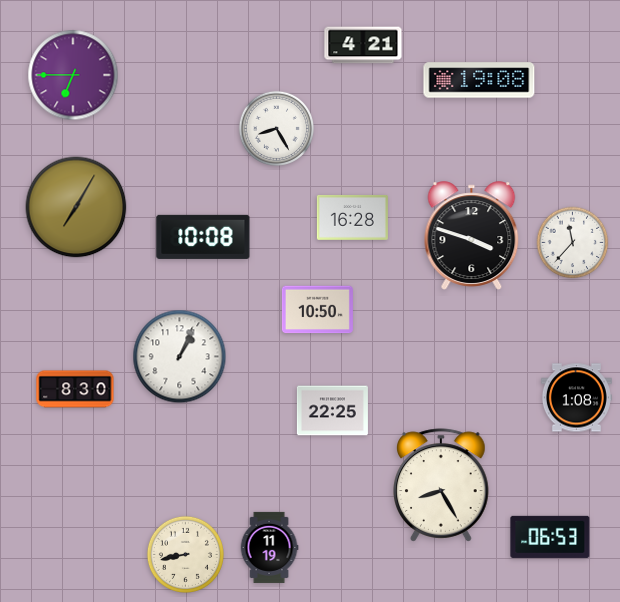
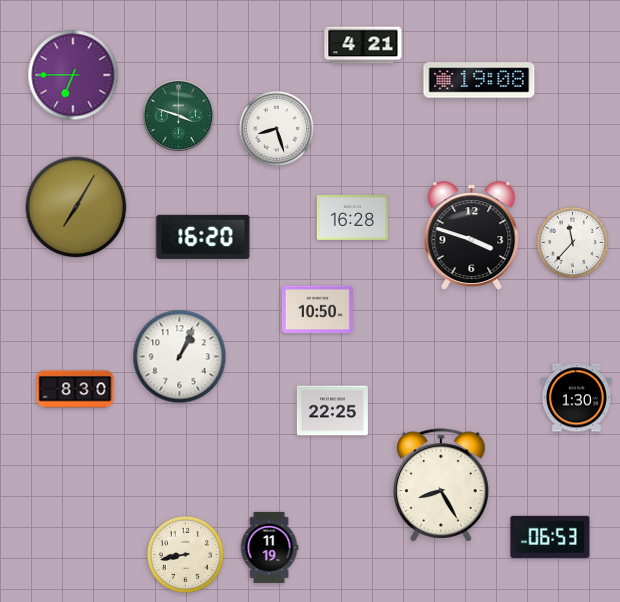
clock at (178, 115): none -> 3:48
clock at (277, 129): 8:25 -> 8:27
clock at (203, 237): 10:08 -> 16:20
clock at (576, 398): 1:08 -> 1:30
